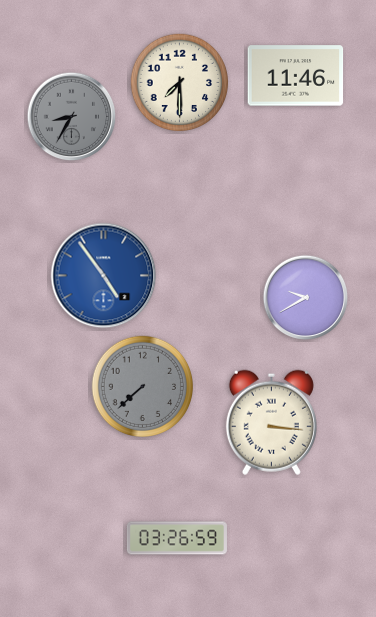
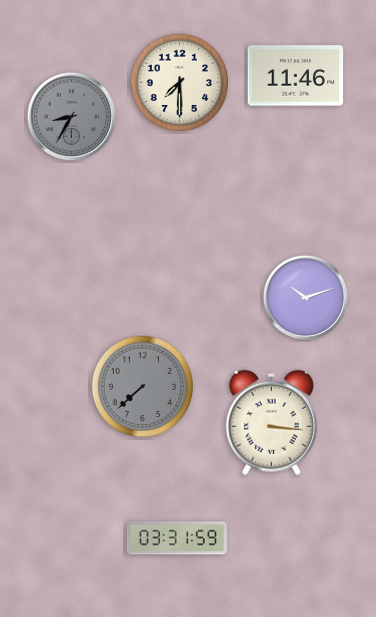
clock at (104, 276): 4:54 -> none
clock at (306, 298): 9:40 -> 10:12
clock at (177, 538): 03:26 -> 03:31
